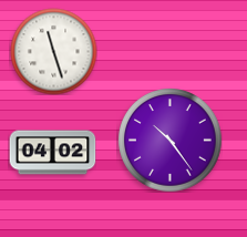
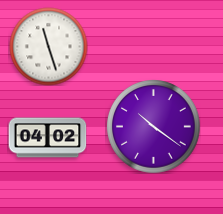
clock at (169, 140): 10:24 -> 10:21
